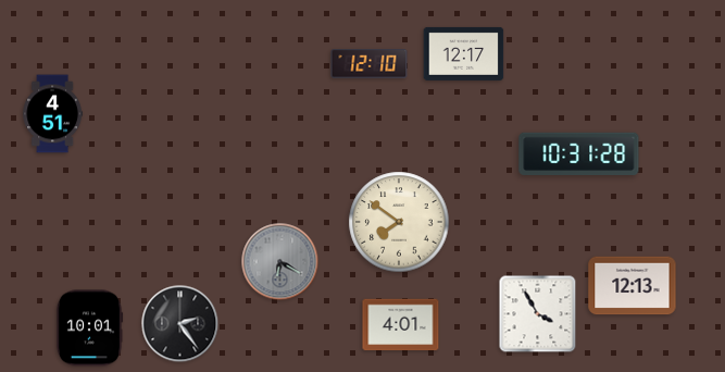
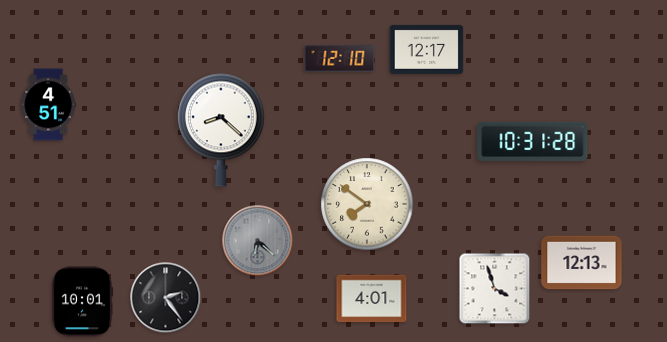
clock at (221, 130): none -> 8:22
clock at (280, 262): 6:20 -> 6:22
clock at (538, 314): 3:55 -> 3:57
clock at (401, 325) position: (401, 325) -> (372, 299)
